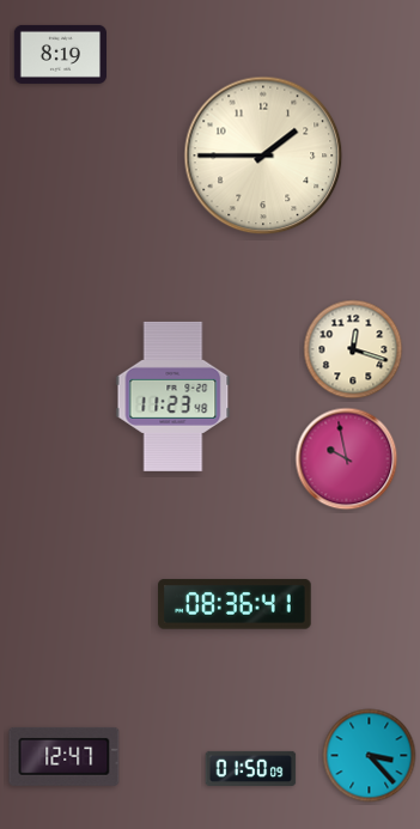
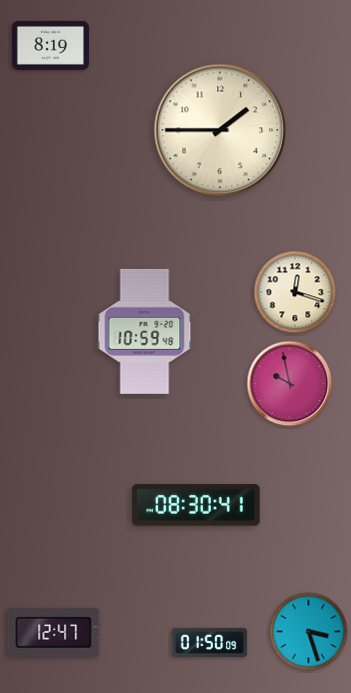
clock at (174, 396): 11:23 -> 10:59
clock at (235, 604): 08:36 -> 08:30
clock at (370, 756): 3:23 -> 3:27
